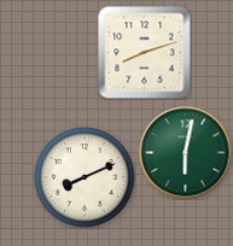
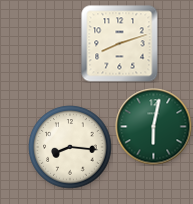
clock at (85, 177): 8:11 -> 8:16
